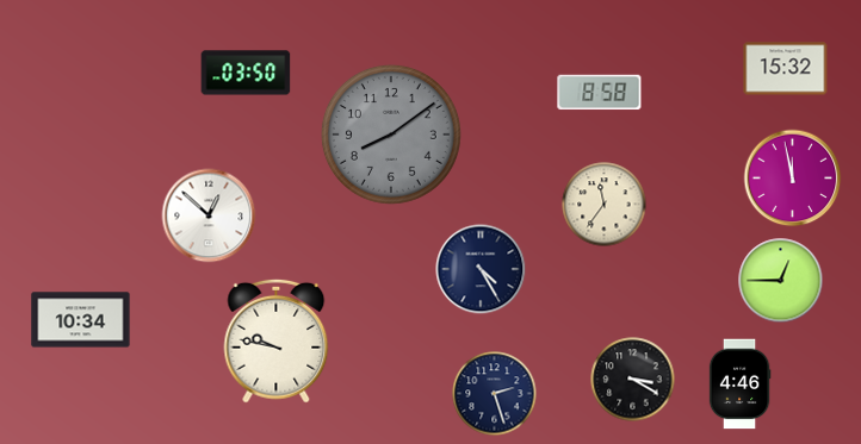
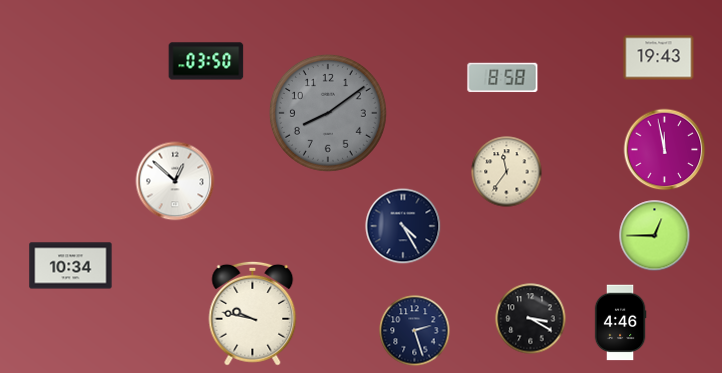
clock at (786, 69): 15:32 -> 19:43
clock at (81, 320) position: (81, 320) -> (71, 266)
clock at (277, 340) position: (277, 340) -> (253, 313)
